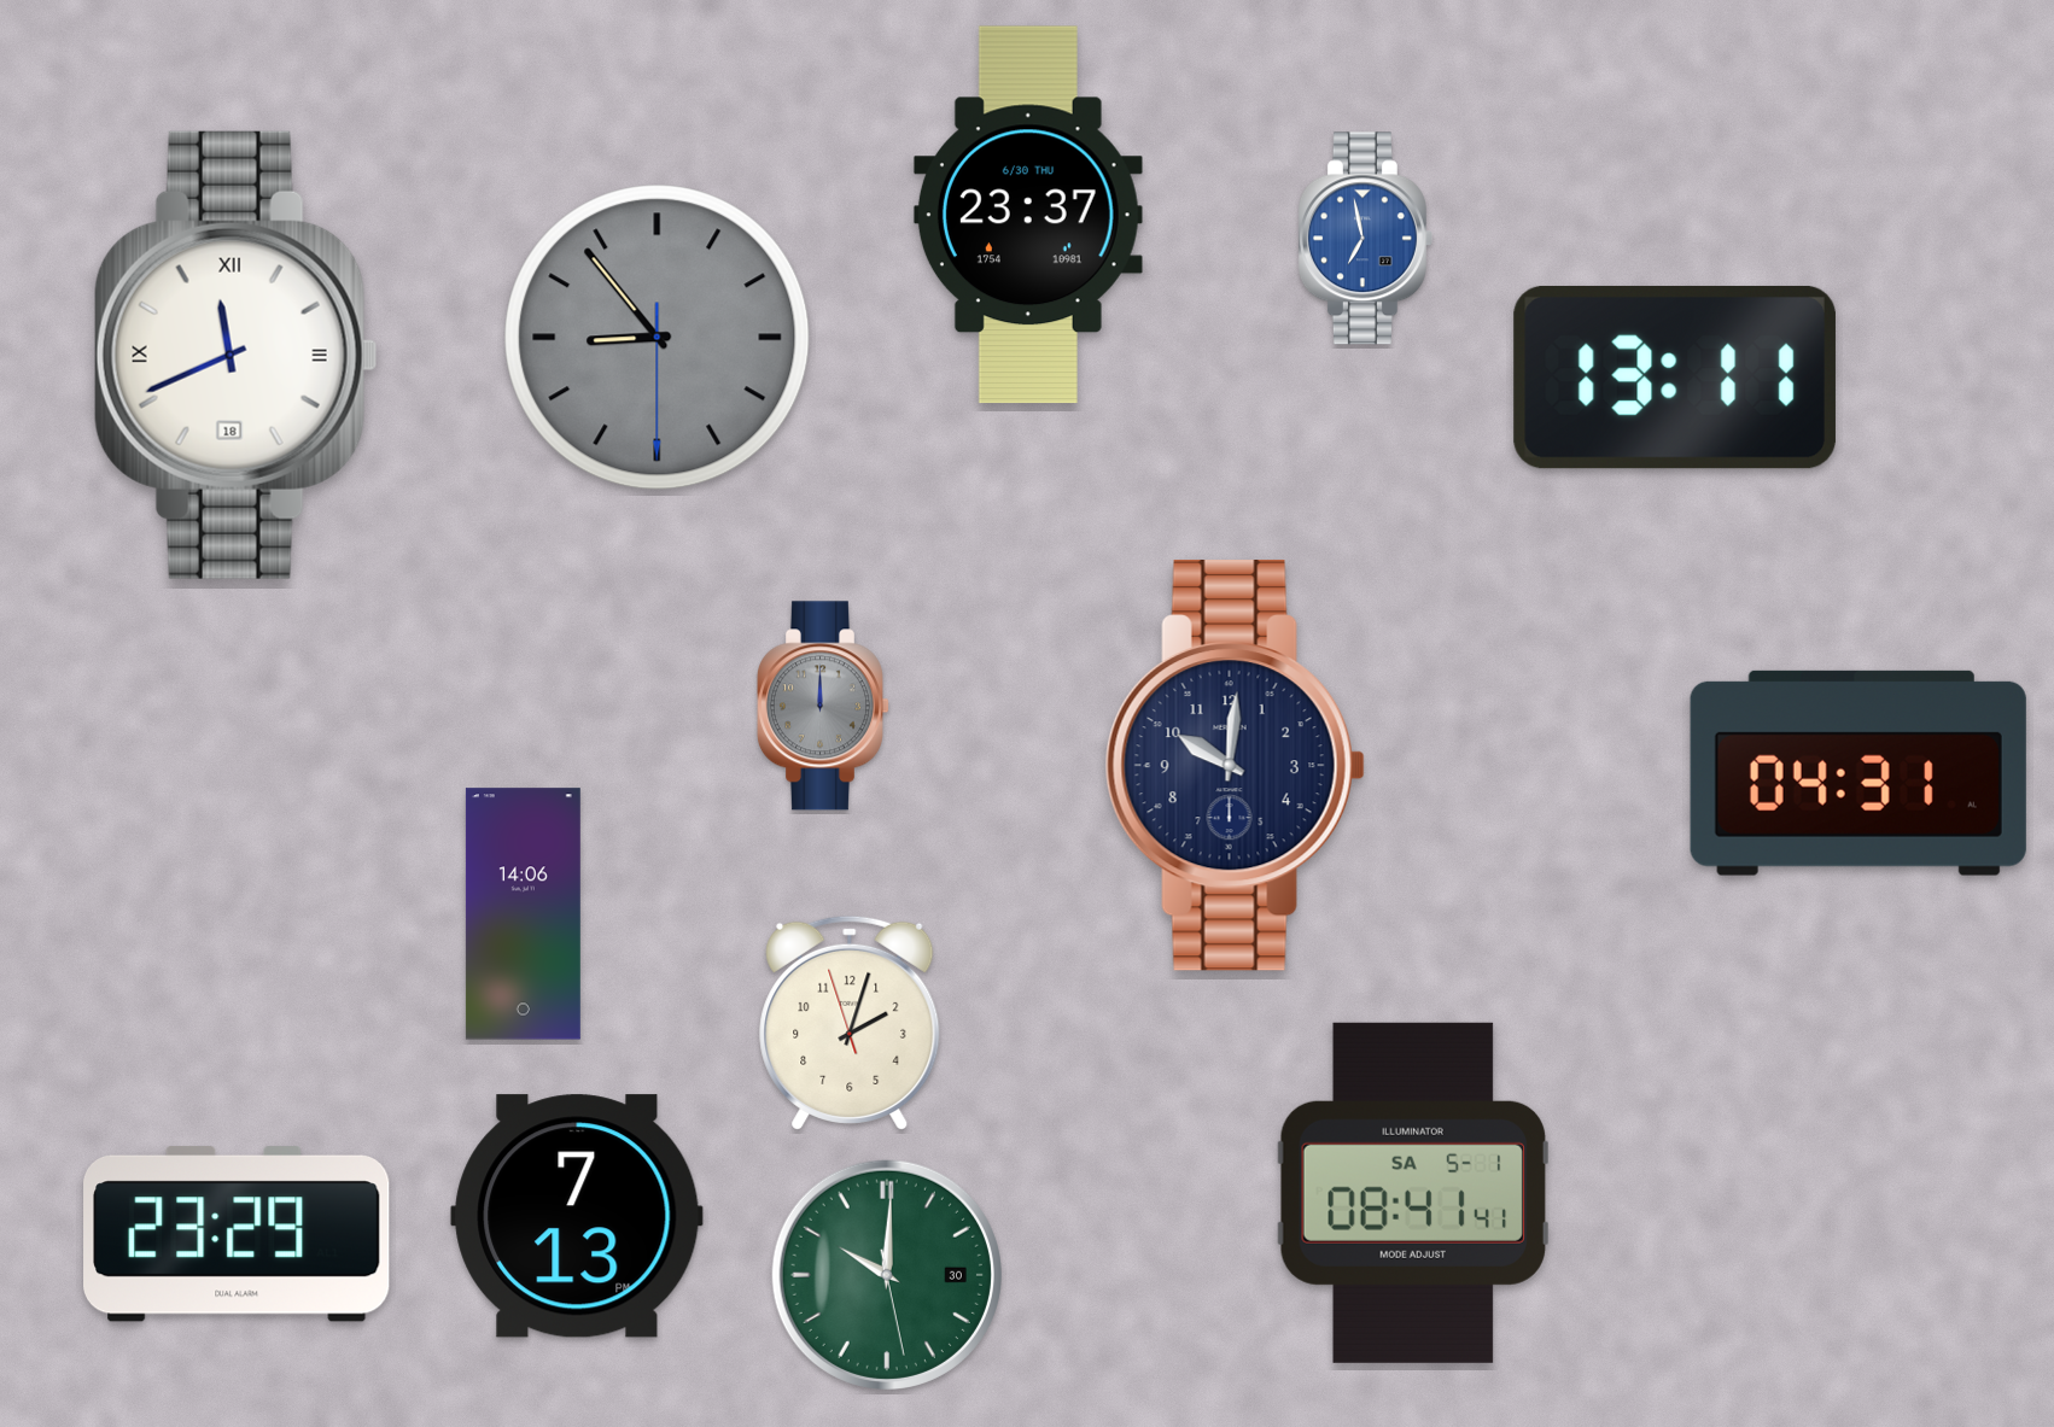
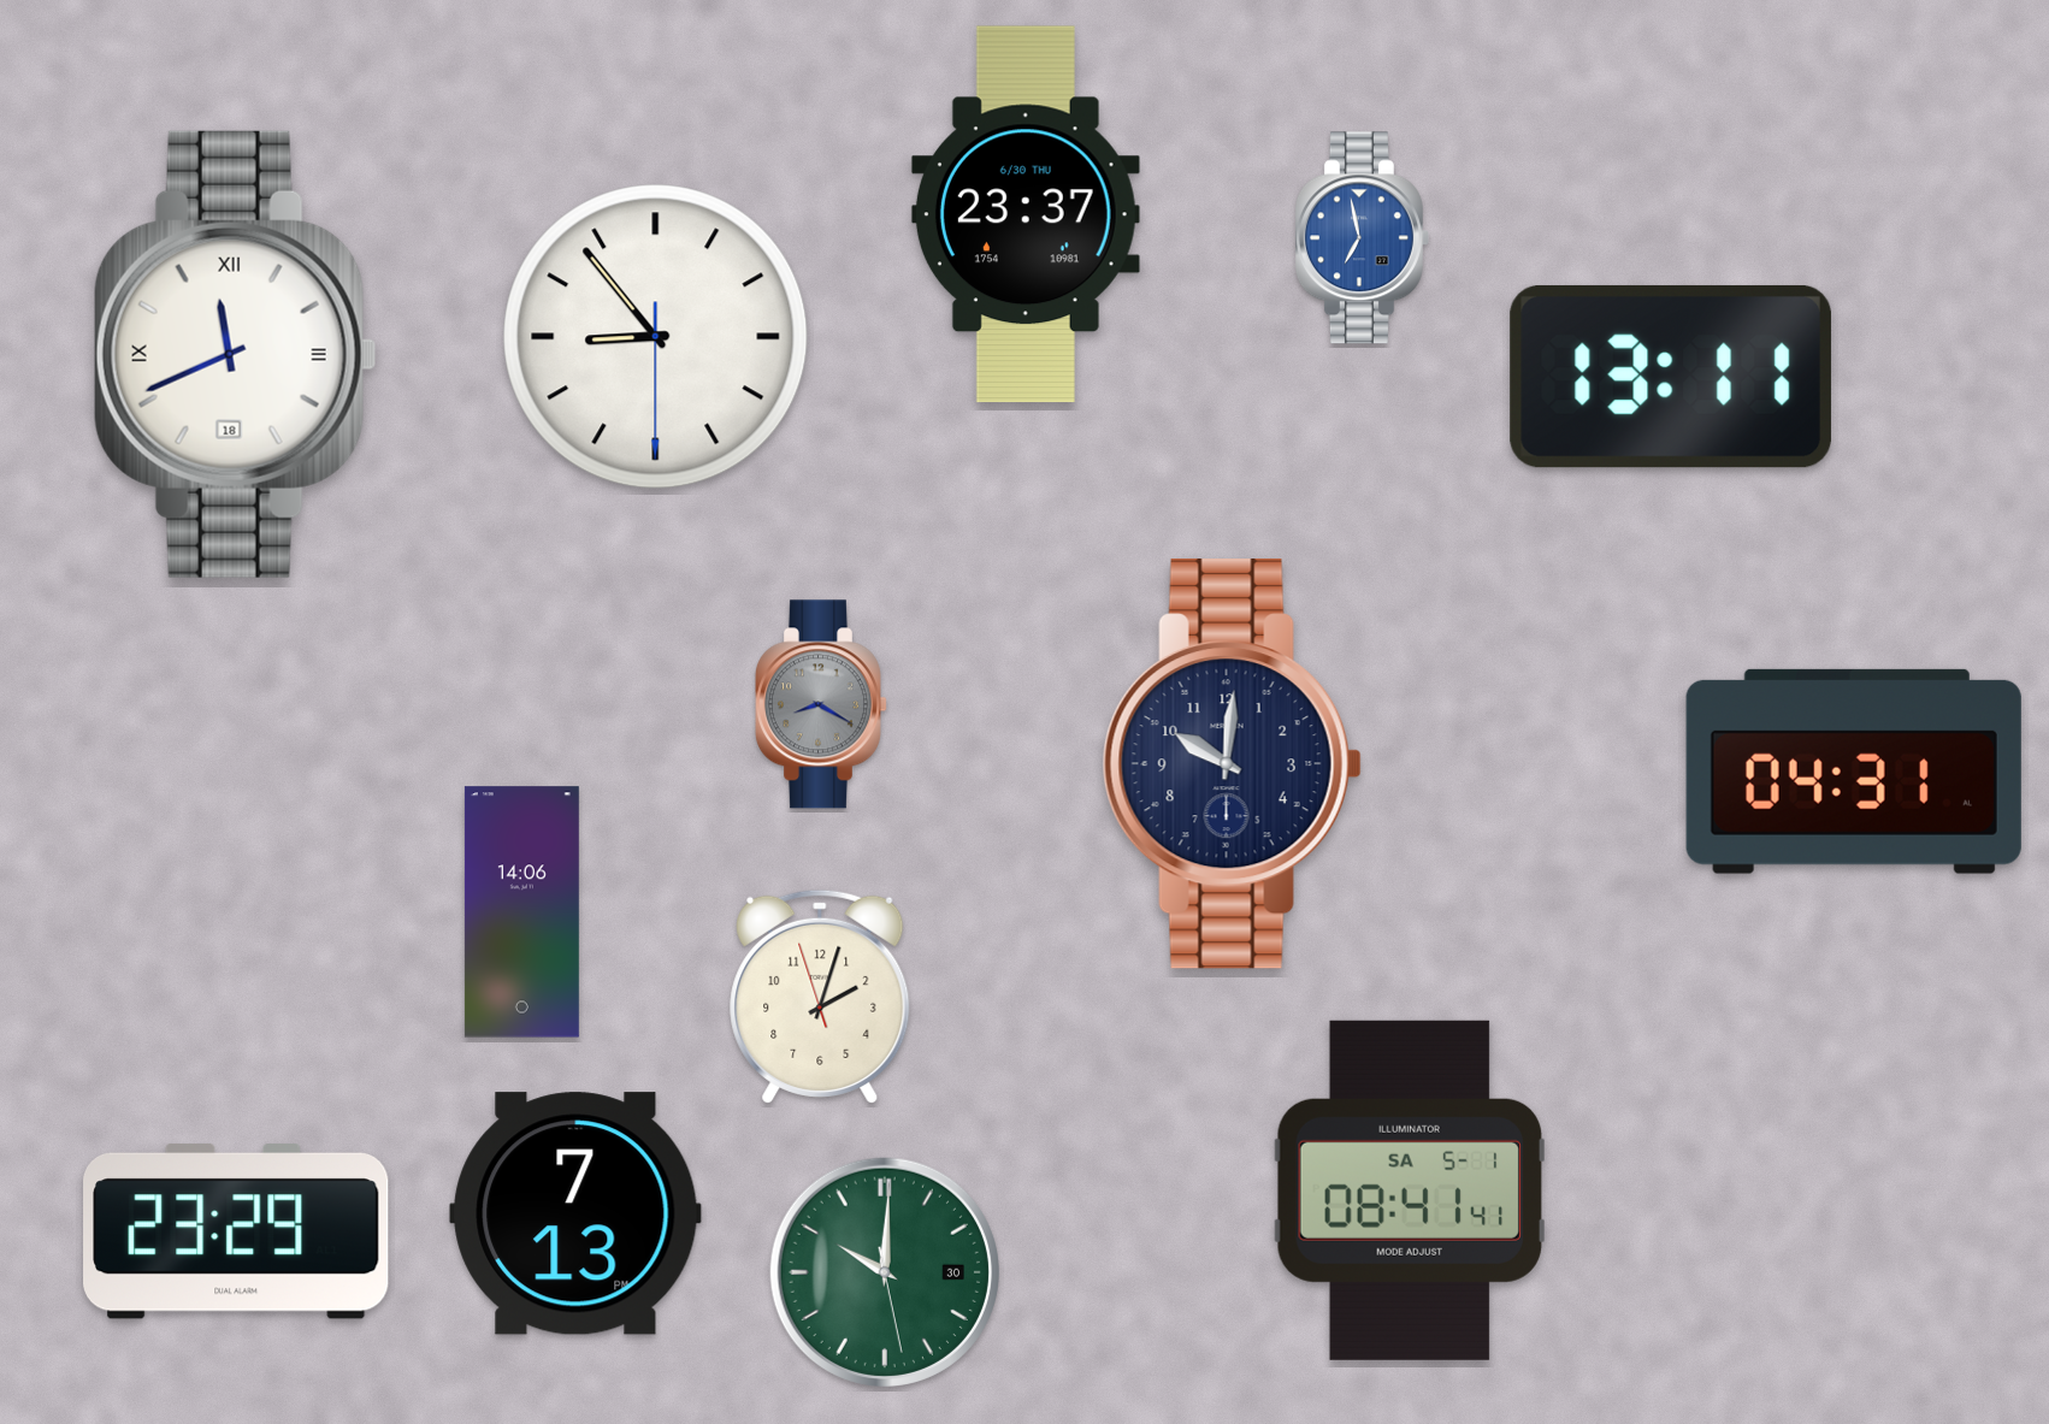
clock at (658, 338) dial: grey -> white
clock at (823, 706): 12:00 -> 8:20
clock at (850, 1023) position: (850, 1023) -> (820, 997)
